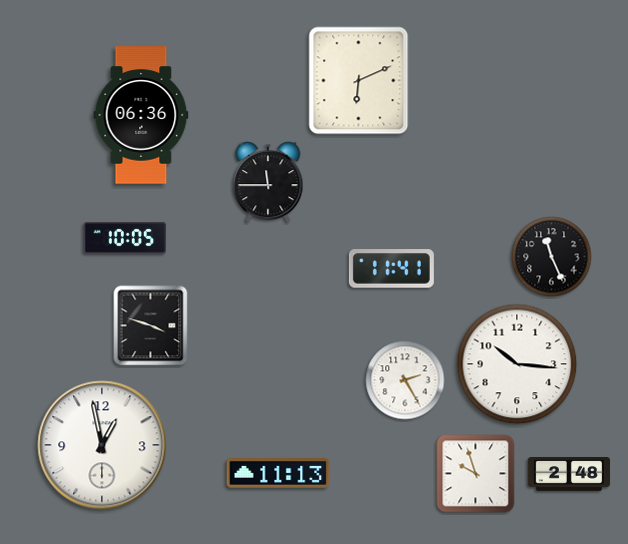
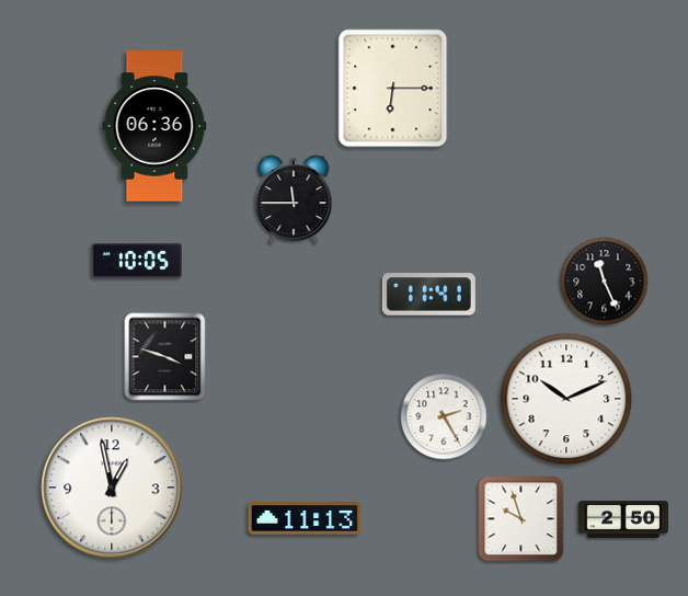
clock at (359, 81): 6:11 -> 6:15
clock at (517, 364): 10:16 -> 10:11
clock at (569, 475): 2:48 -> 2:50
